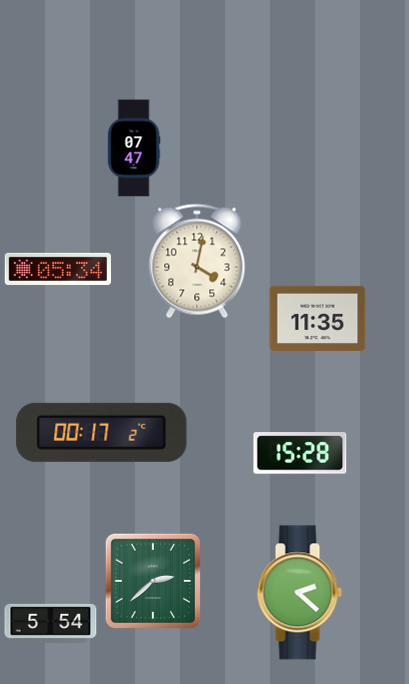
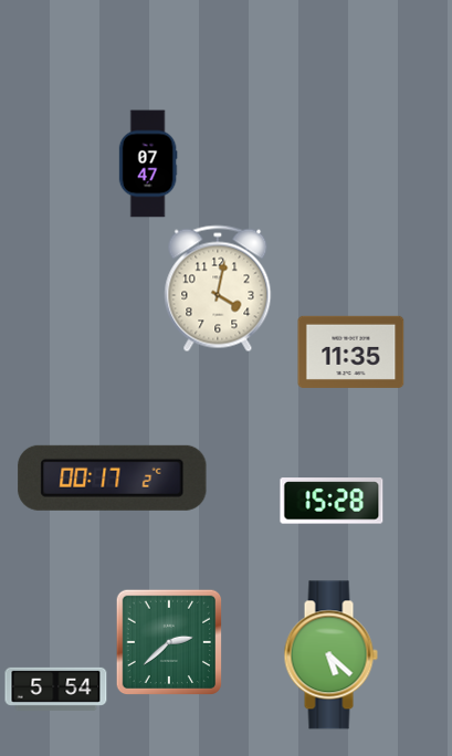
clock at (57, 269): 05:34 -> none
clock at (299, 593): 2:22 -> 5:22
